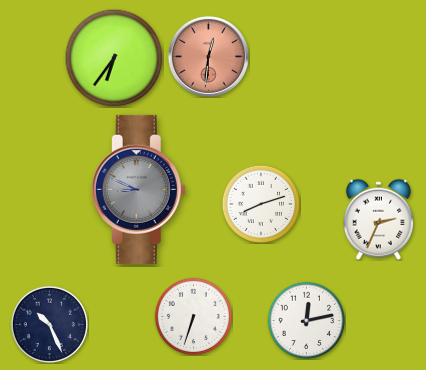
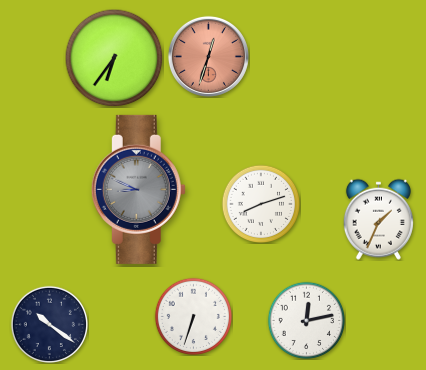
clock at (208, 56): 12:31 -> 12:33
clock at (378, 219): 2:34 -> 1:34
clock at (49, 324): 10:26 -> 10:21
